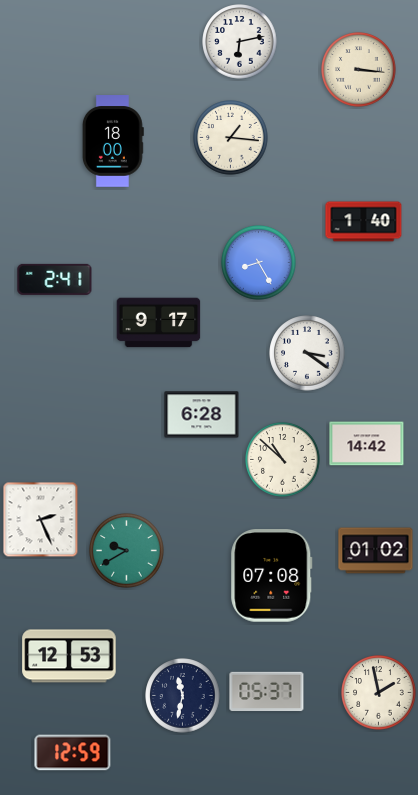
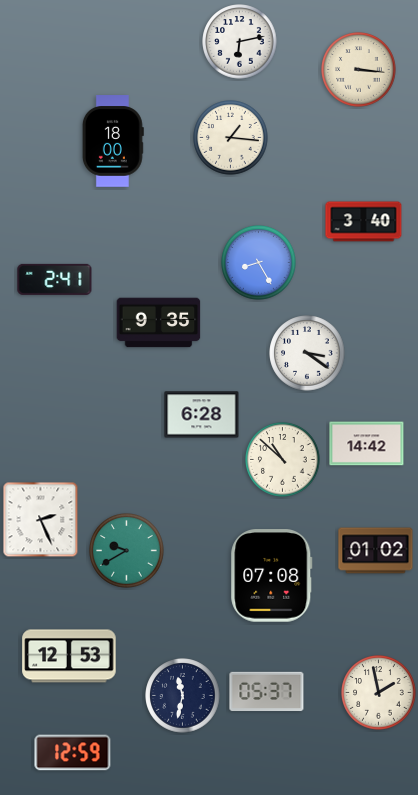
clock at (364, 222): 1:40 -> 3:40
clock at (159, 323): 9:17 -> 9:35
